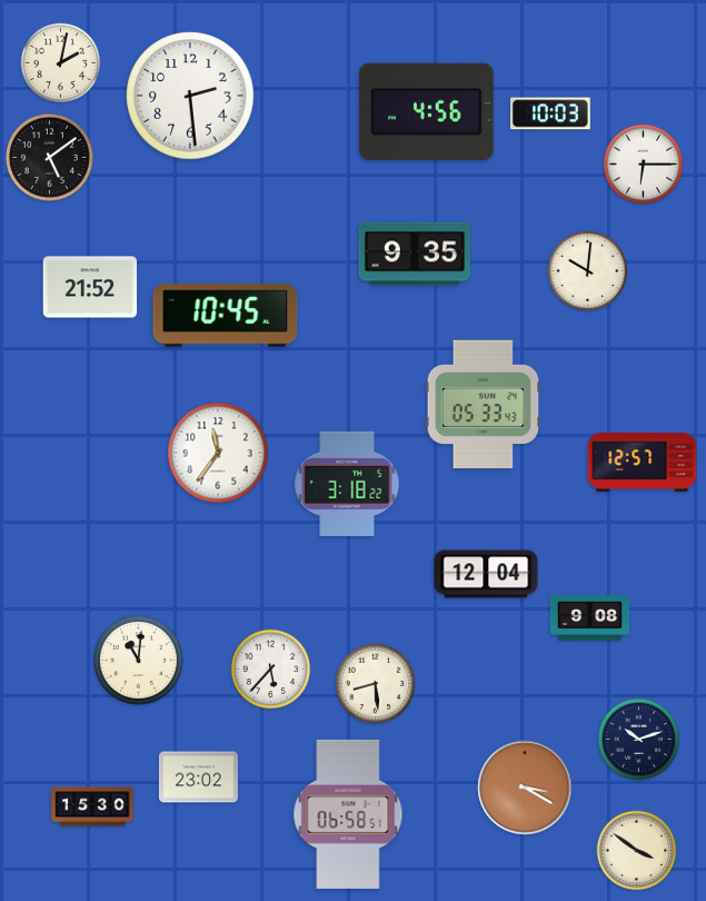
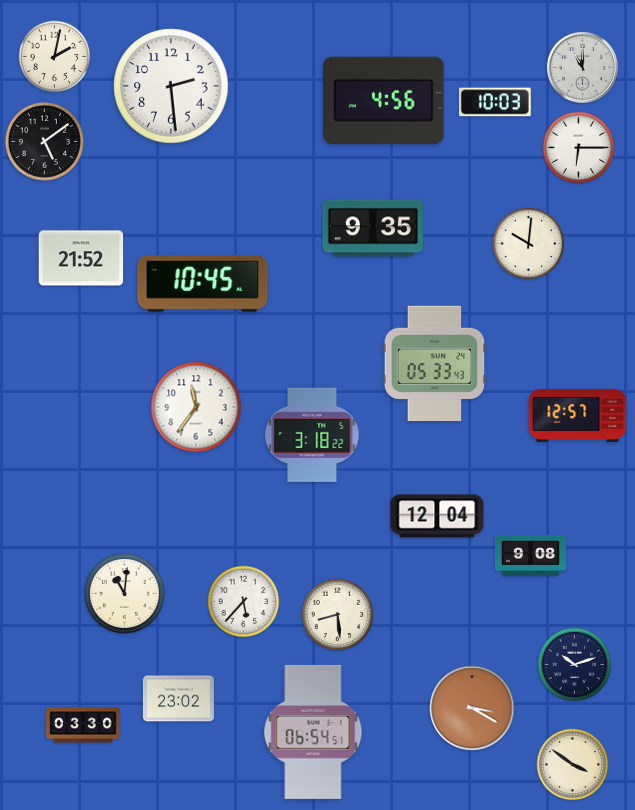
clock at (582, 67): none -> 11:00
clock at (92, 806): 15:30 -> 03:30
clock at (348, 814): 06:58 -> 06:54
